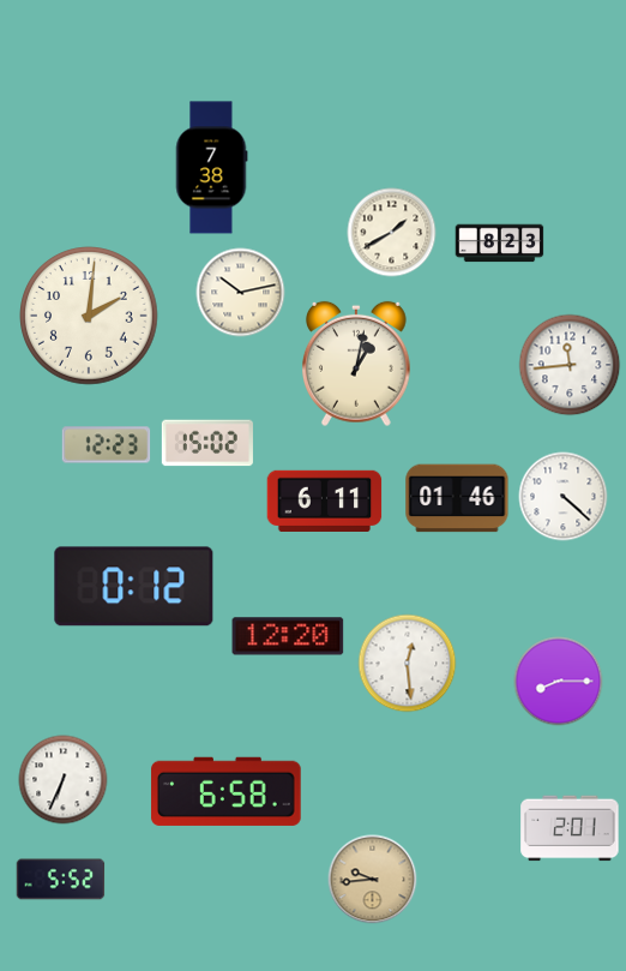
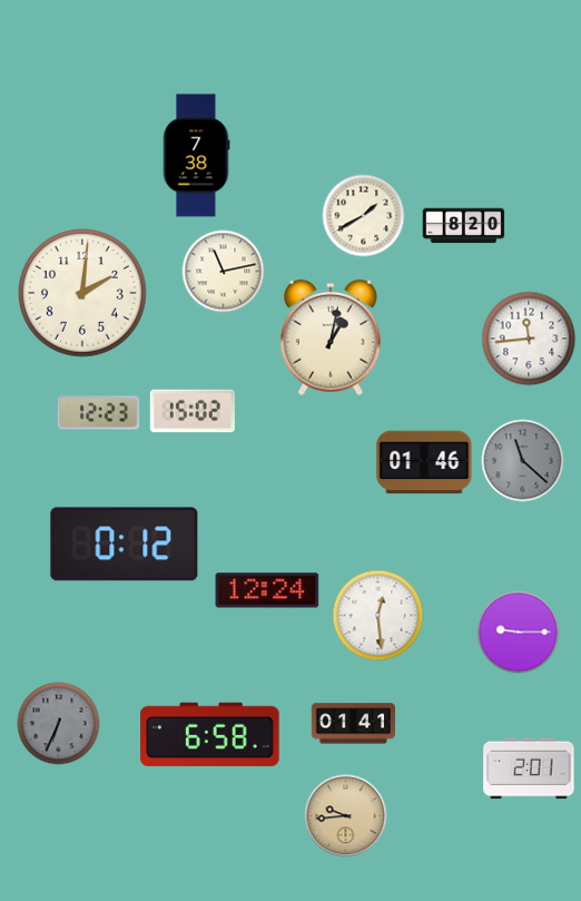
clock at (500, 244): 8:23 -> 8:20
clock at (241, 293): 10:13 -> 11:13
clock at (564, 497): 4:22 -> 11:22
clock at (564, 497) dial: white -> grey
clock at (325, 501): 6:11 -> none
clock at (288, 636): 12:20 -> 12:24
clock at (559, 682): 8:15 -> 9:15
clock at (64, 780) dial: white -> grey
clock at (353, 724): none -> 01:41
clock at (61, 880): 5:52 -> none
